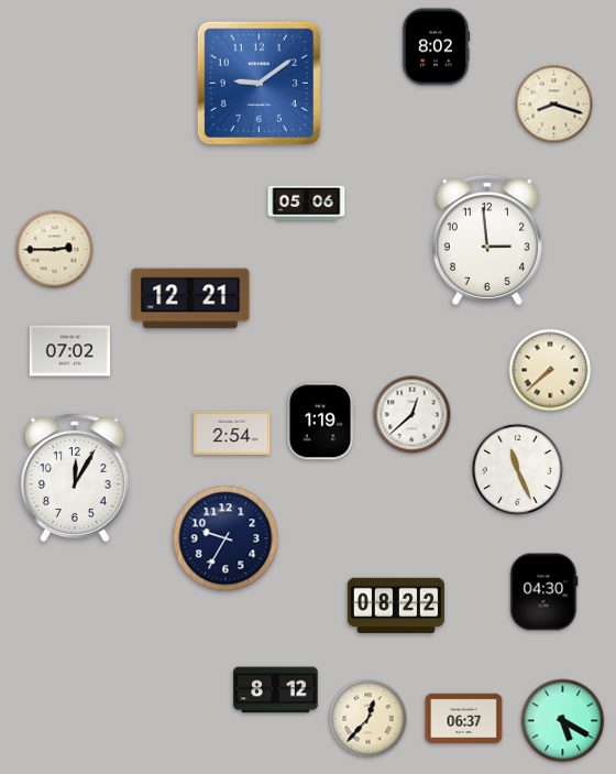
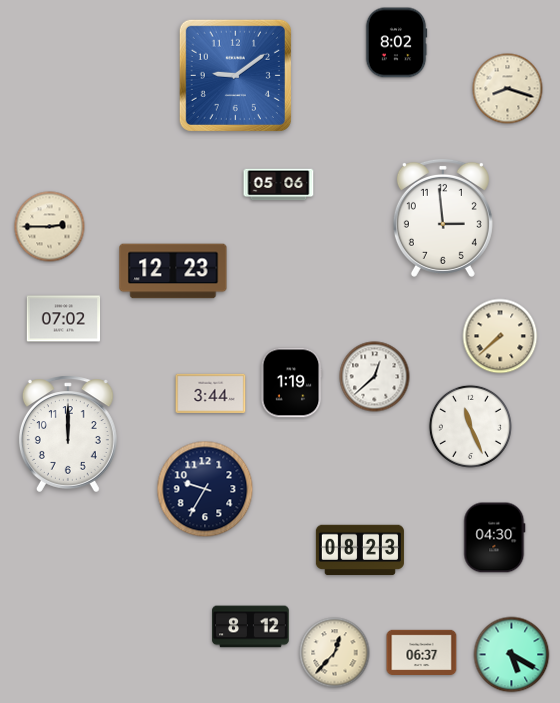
clock at (554, 105) position: (554, 105) -> (508, 89)
clock at (190, 298): 12:21 -> 12:23
clock at (232, 433): 2:54 -> 3:44
clock at (75, 478): 12:05 -> 12:00
clock at (396, 606): 08:22 -> 08:23
